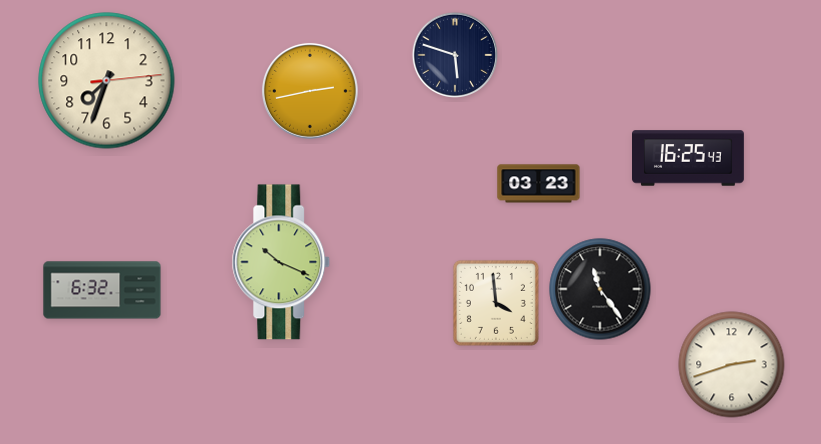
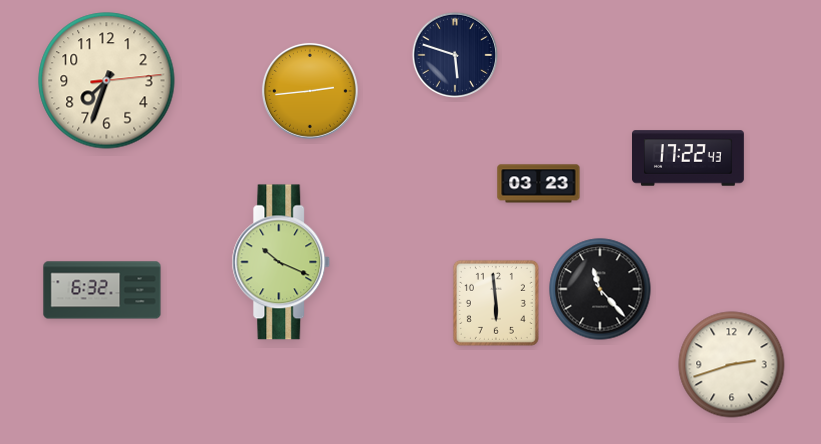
clock at (310, 91): 2:43 -> 2:44
clock at (689, 158): 16:25 -> 17:22
clock at (600, 289): 11:24 -> 11:23
clock at (496, 303): 3:59 -> 5:59
